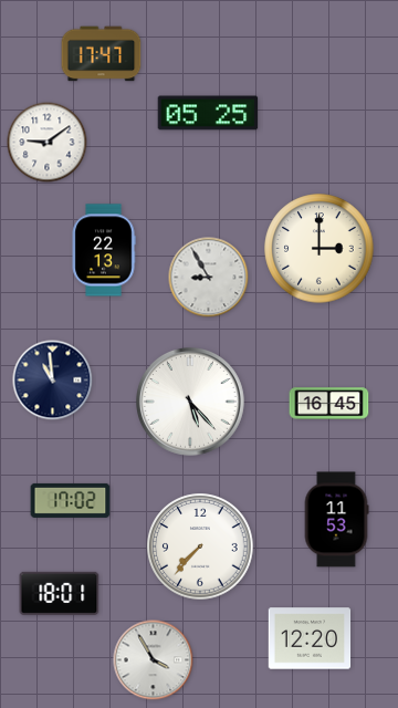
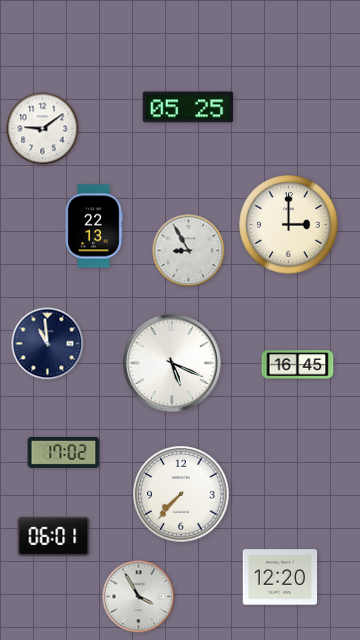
clock at (102, 54): 17:47 -> none
clock at (208, 113) position: (208, 113) -> (188, 107)
clock at (191, 403): 5:23 -> 5:19
clock at (336, 520): 11:53 -> none
clock at (60, 593): 18:01 -> 06:01
